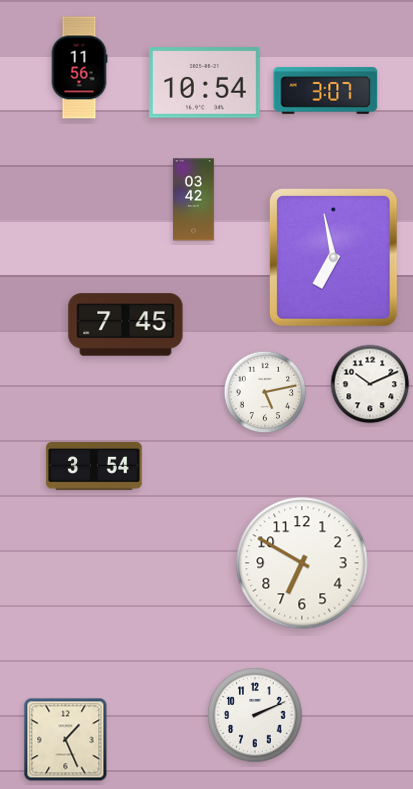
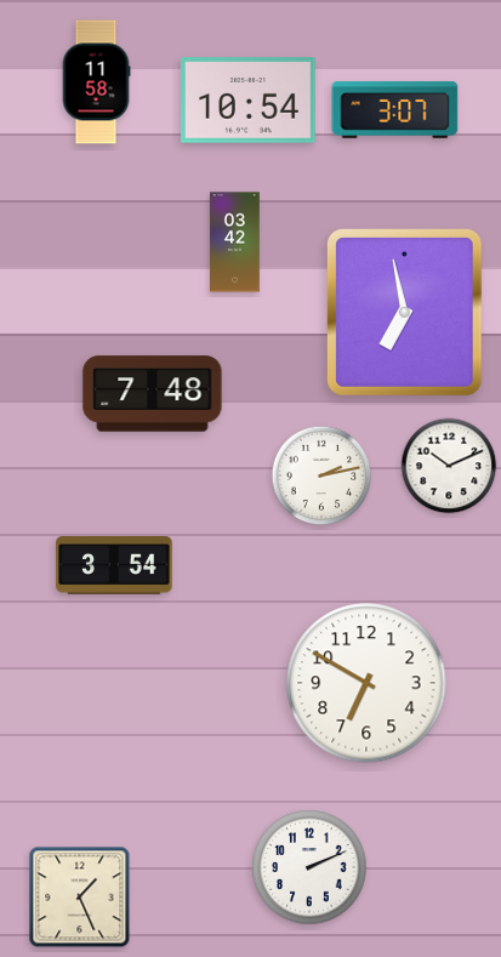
clock at (79, 68): 11:56 -> 11:58
clock at (126, 325): 7:45 -> 7:48
clock at (265, 392): 5:13 -> 2:13
